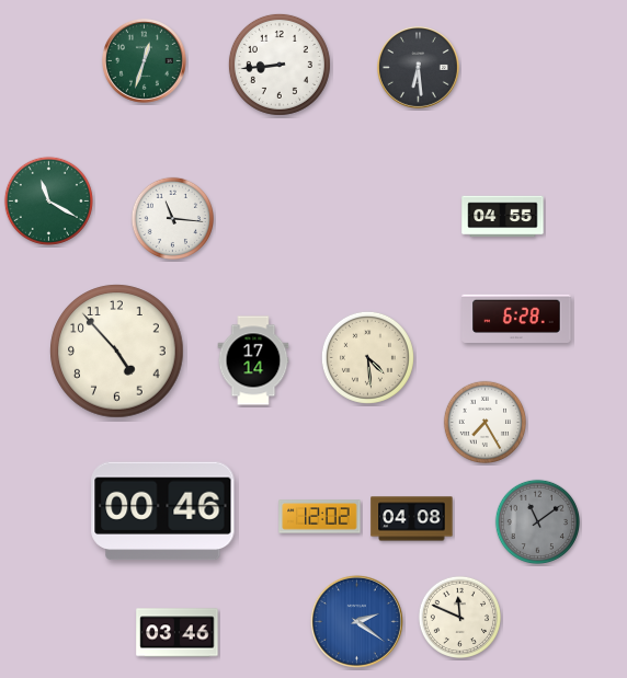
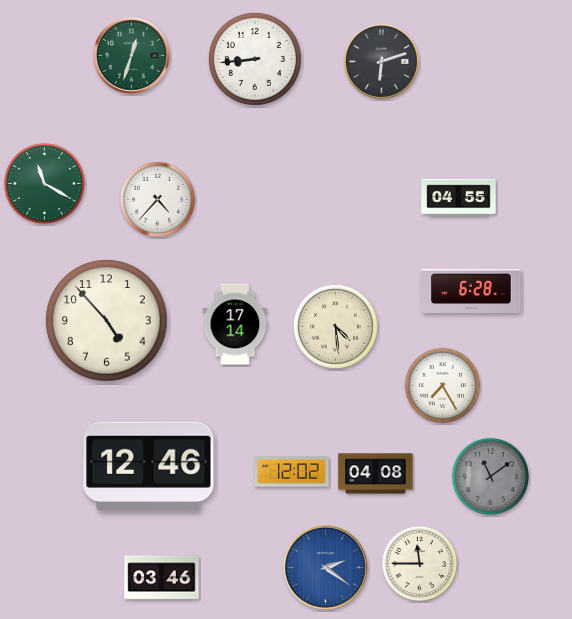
clock at (419, 68): 6:29 -> 6:12
clock at (172, 218): 11:16 -> 4:37
clock at (253, 360) position: (253, 360) -> (235, 324)
clock at (163, 512): 00:46 -> 12:46
clock at (459, 617): 11:49 -> 11:45
